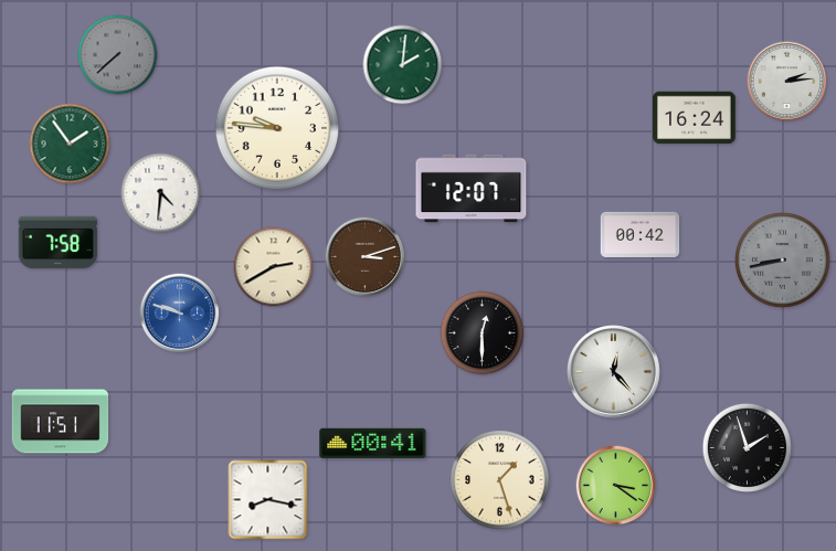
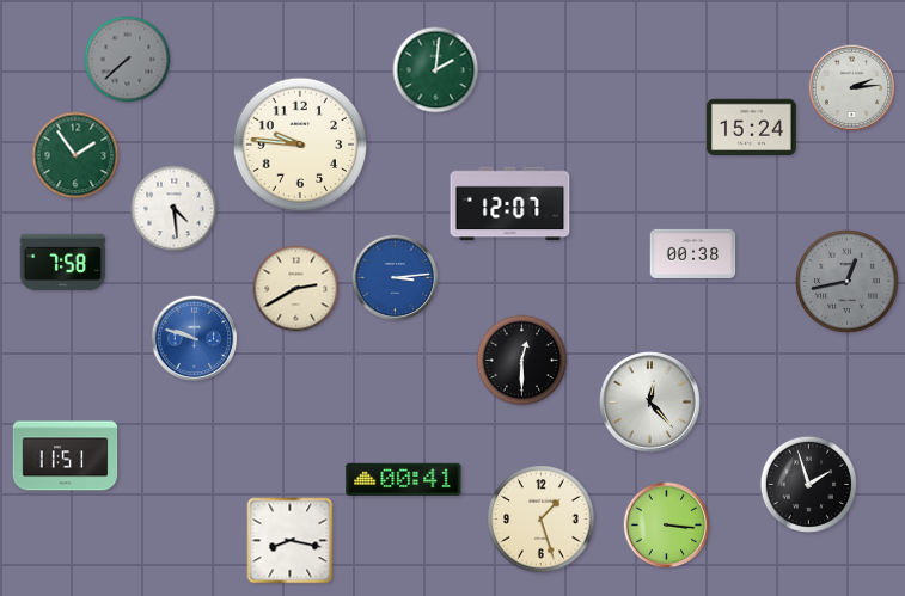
clock at (695, 118): 16:24 -> 15:24
clock at (277, 128) position: (277, 128) -> (300, 145)
clock at (161, 193): 4:31 -> 4:29
clock at (641, 234): 00:42 -> 00:38
clock at (366, 257): 3:12 -> 3:14
clock at (366, 257) dial: brown -> blue
clock at (783, 261): 8:43 -> 12:43
clock at (614, 372) position: (614, 372) -> (650, 403)
clock at (616, 486): 3:21 -> 3:16
